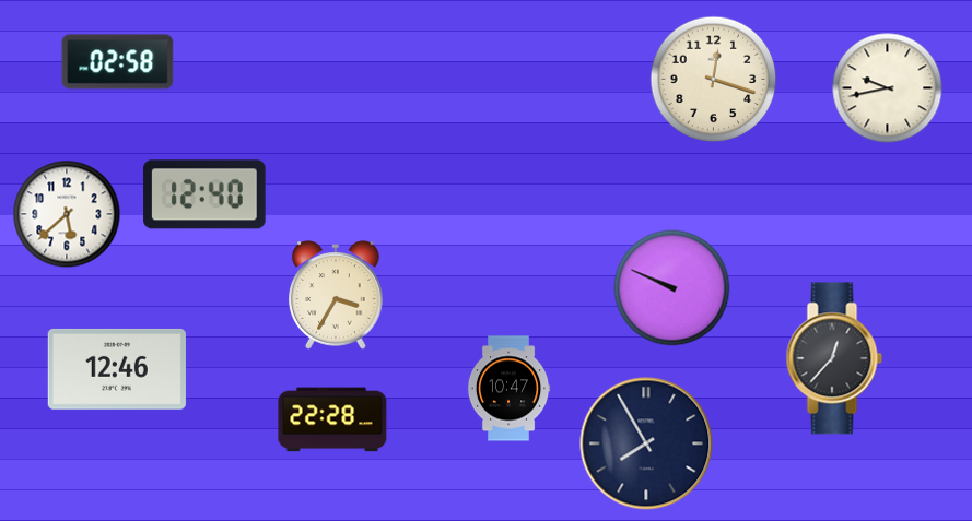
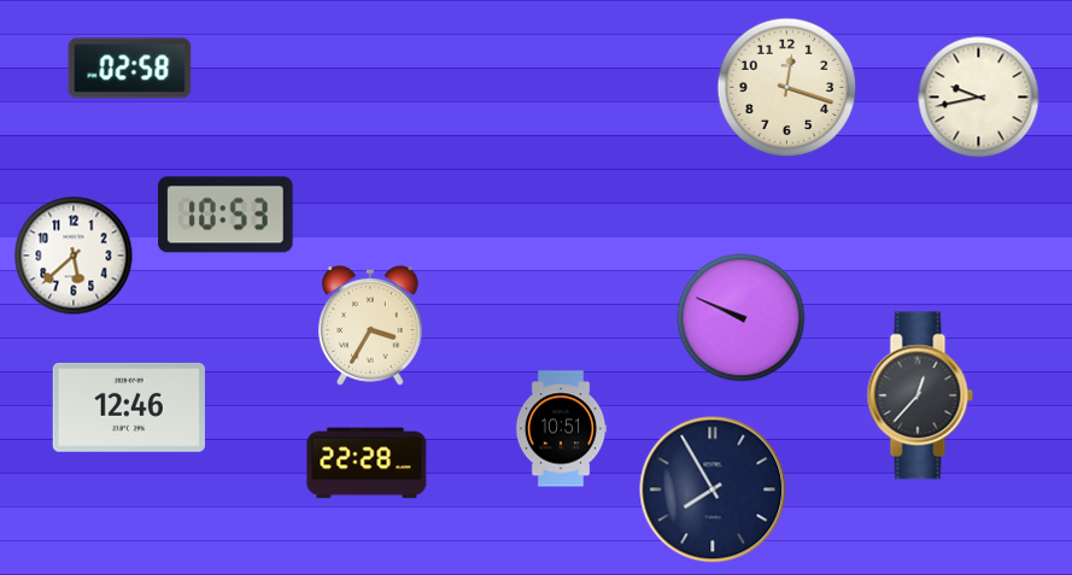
clock at (204, 194): 12:40 -> 10:53
clock at (67, 214) position: (67, 214) -> (74, 256)
clock at (508, 389): 10:47 -> 10:51
